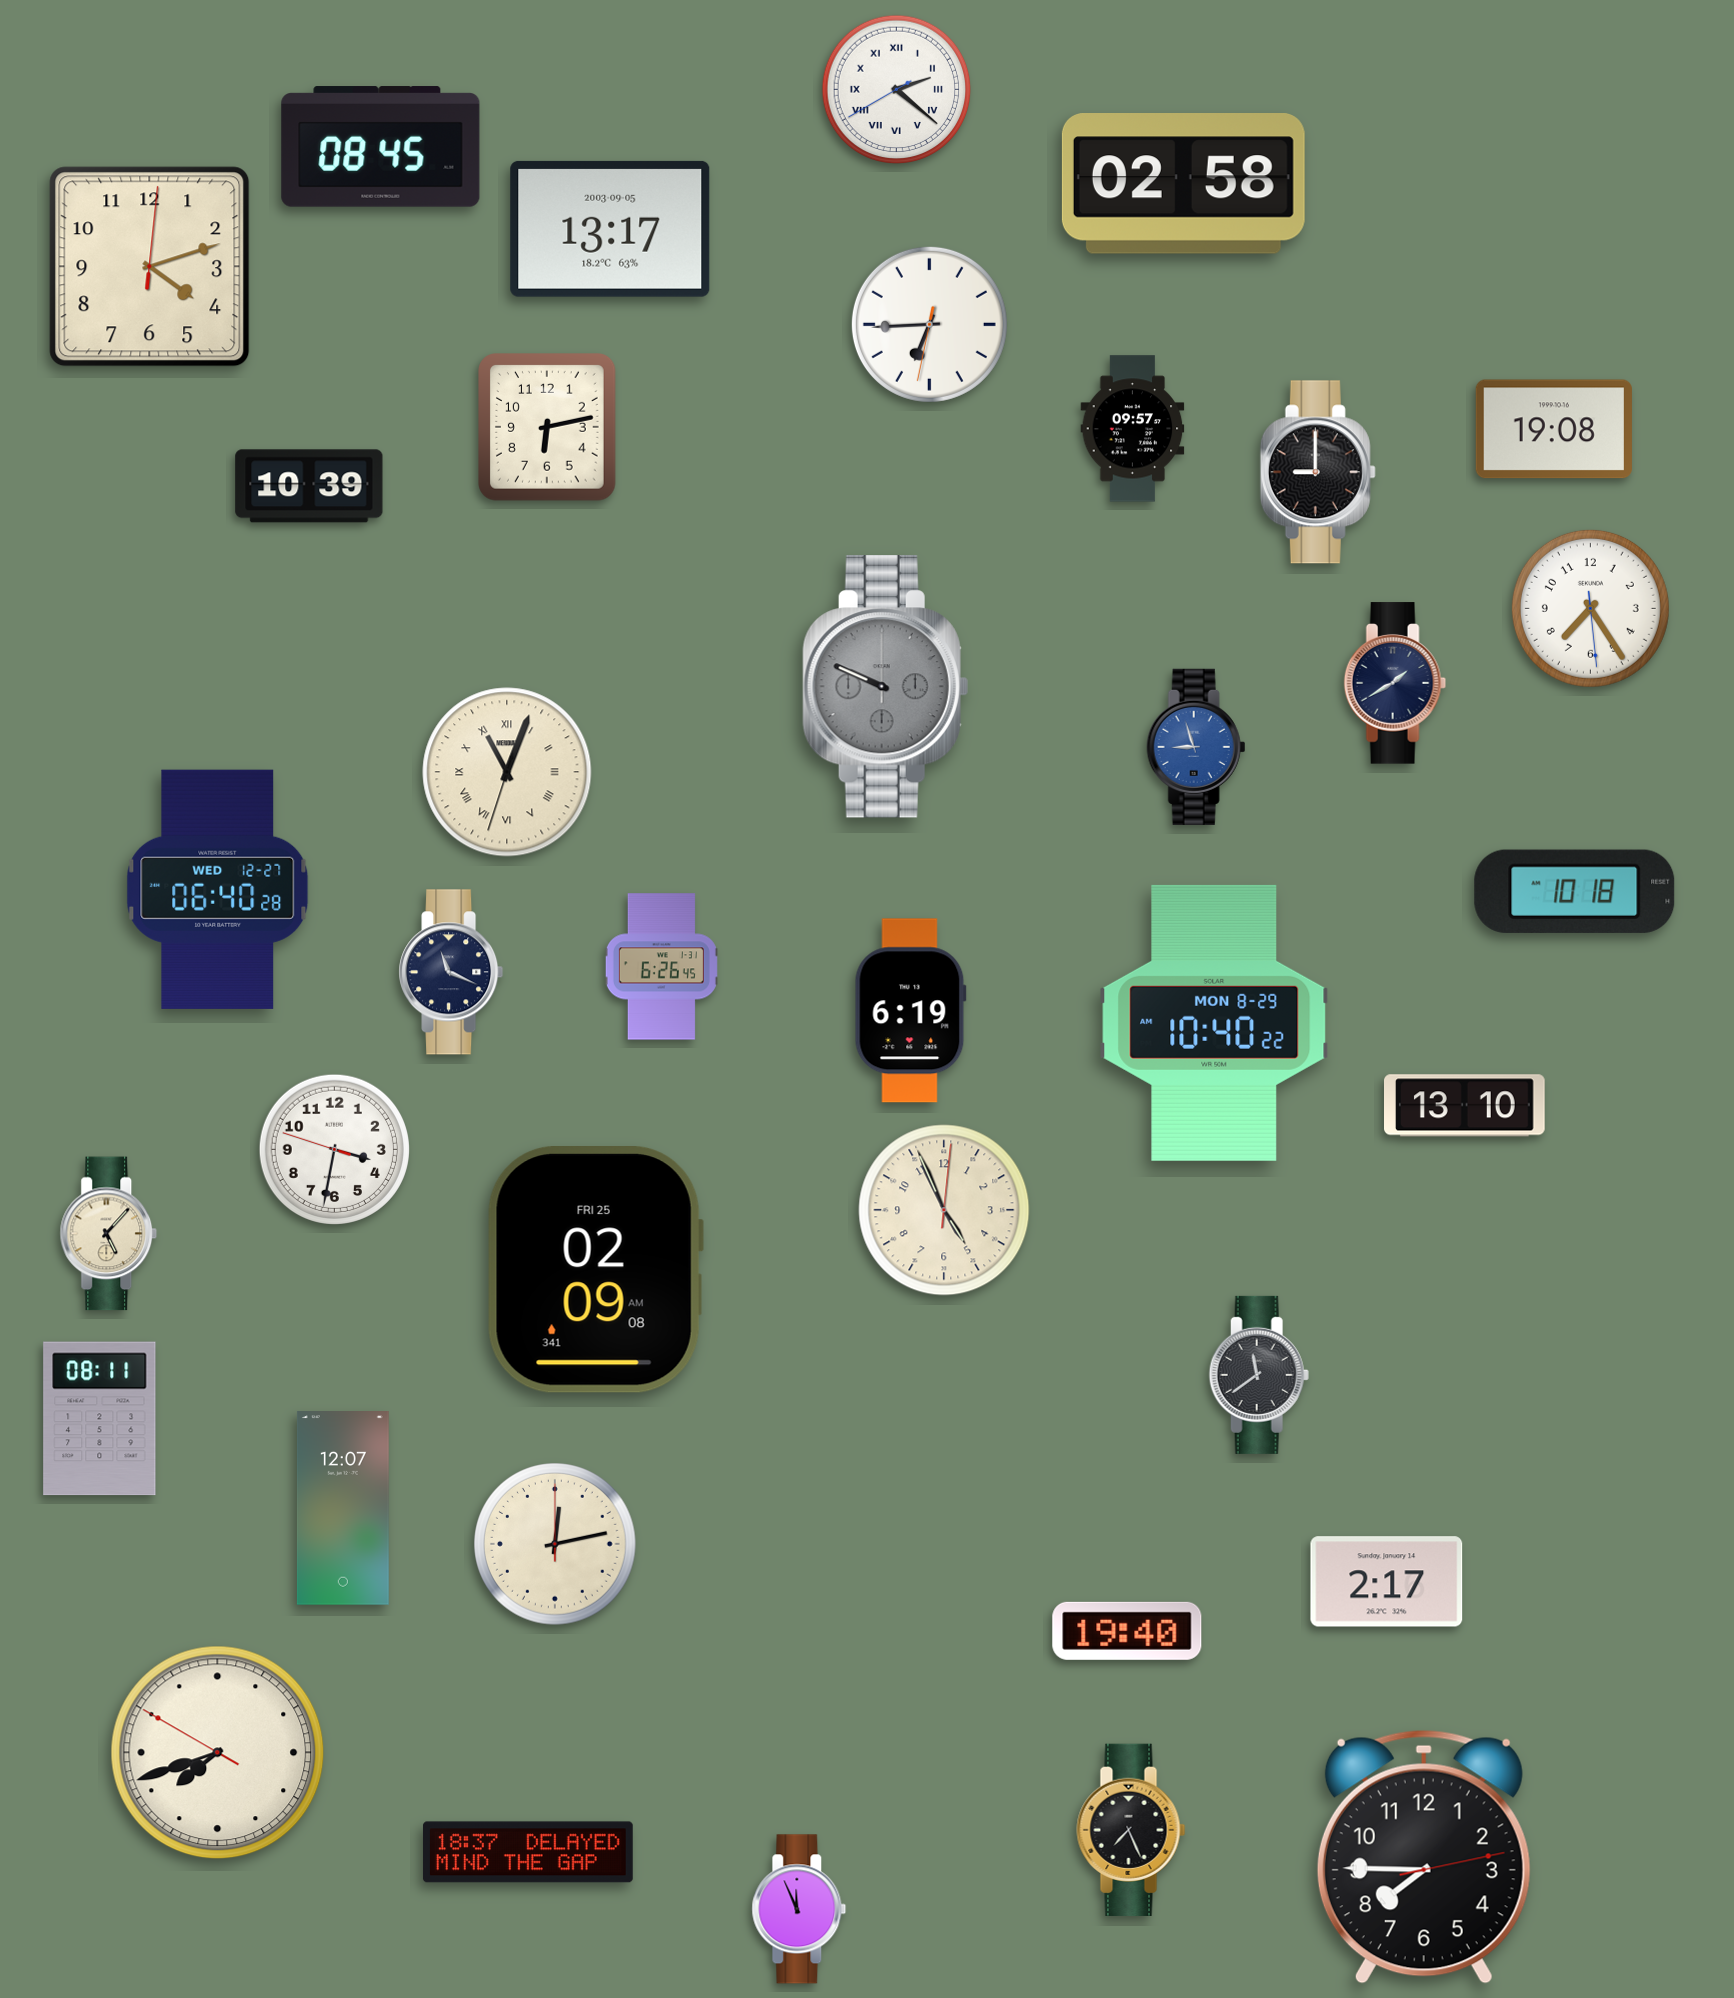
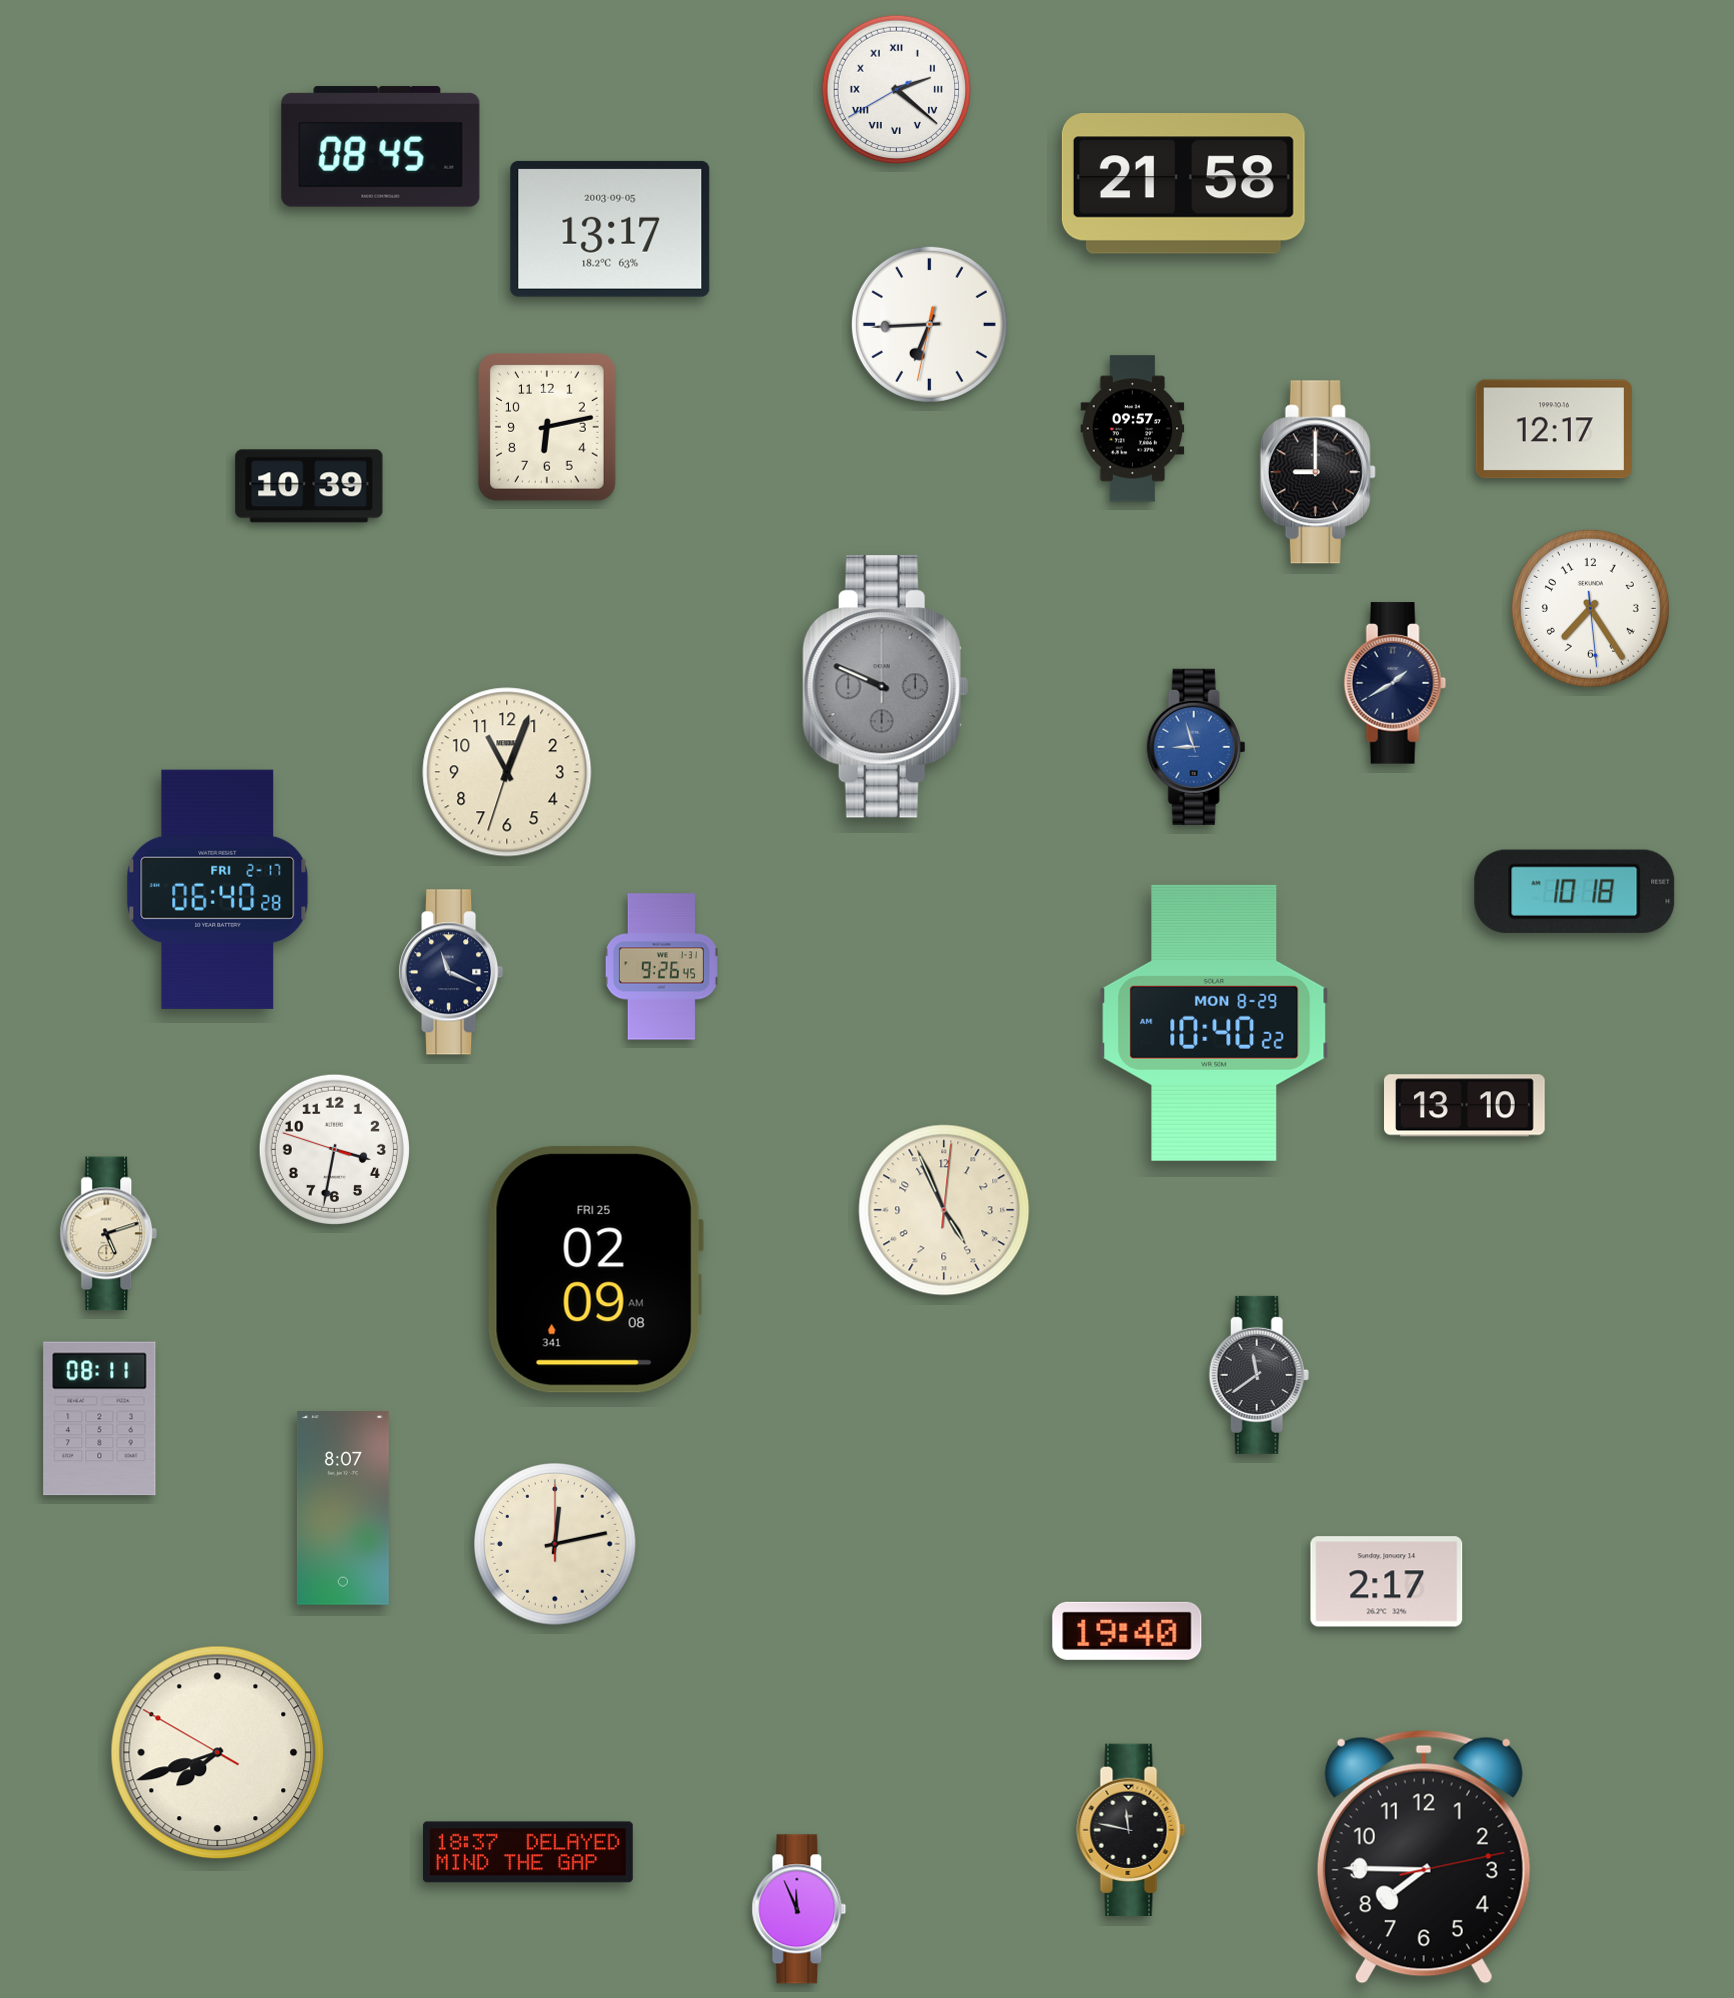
clock at (1183, 184): 02:58 -> 21:58
clock at (150, 267): 4:12 -> none
clock at (1554, 429): 19:08 -> 12:17
clock at (507, 772) numerals: Roman -> Arabic
clock at (218, 889) date: WED 12-27 -> FRI 2-17
clock at (661, 967): 6:26 -> 9:26
clock at (910, 1011): 6:19 -> none
clock at (109, 1234): 5:07 -> 5:12
clock at (343, 1509): 12:07 -> 8:07
clock at (1131, 1830): 7:26 -> 11:47
